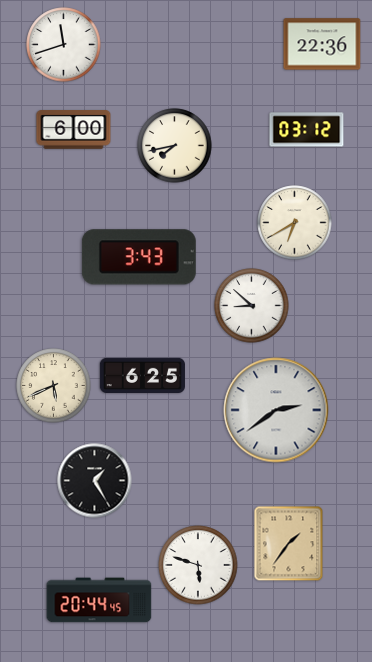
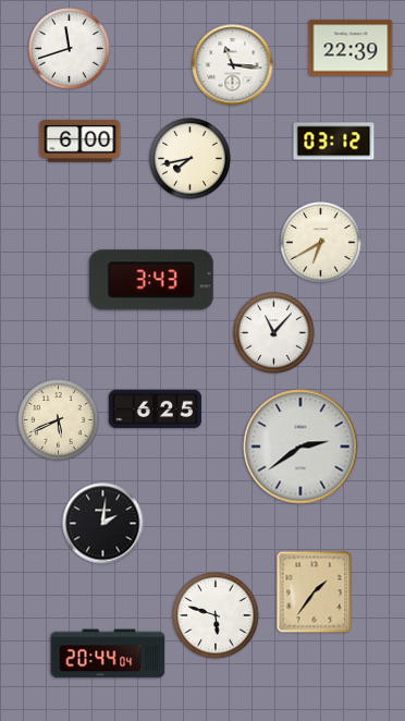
clock at (322, 44): 22:36 -> 22:39
clock at (233, 65): none -> 11:16
clock at (252, 306): 8:52 -> 11:07
clock at (95, 481): 1:25 -> 2:01
clock at (99, 600): 20:44:45 -> 20:44:04
